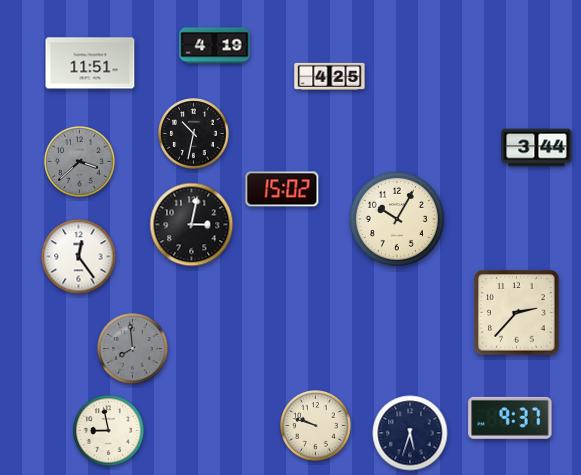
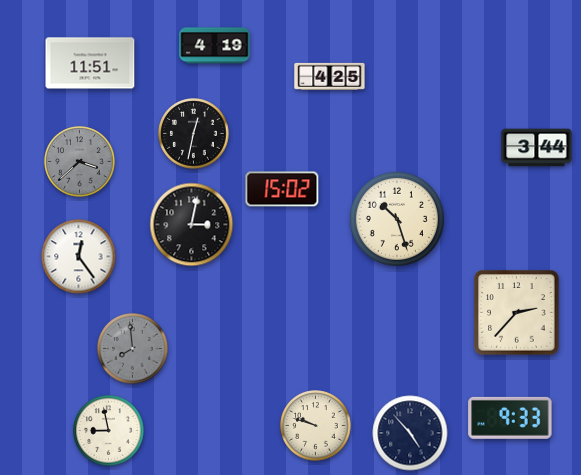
clock at (194, 134): 10:32 -> 12:32
clock at (397, 219): 10:05 -> 10:27
clock at (510, 418): 9:37 -> 9:33
clock at (410, 433): 5:33 -> 4:53
